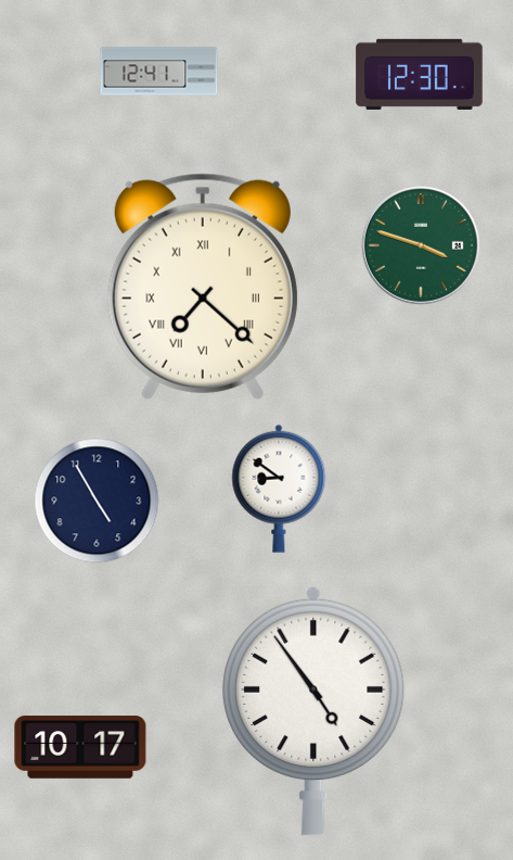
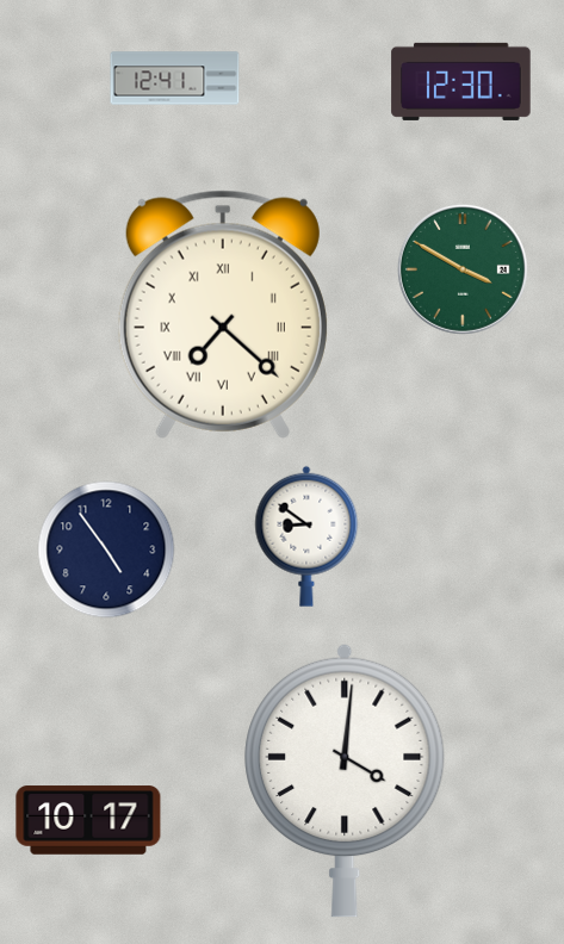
clock at (421, 245): 3:48 -> 3:50
clock at (97, 501): 4:55 -> 4:54
clock at (313, 711): 4:54 -> 4:01
